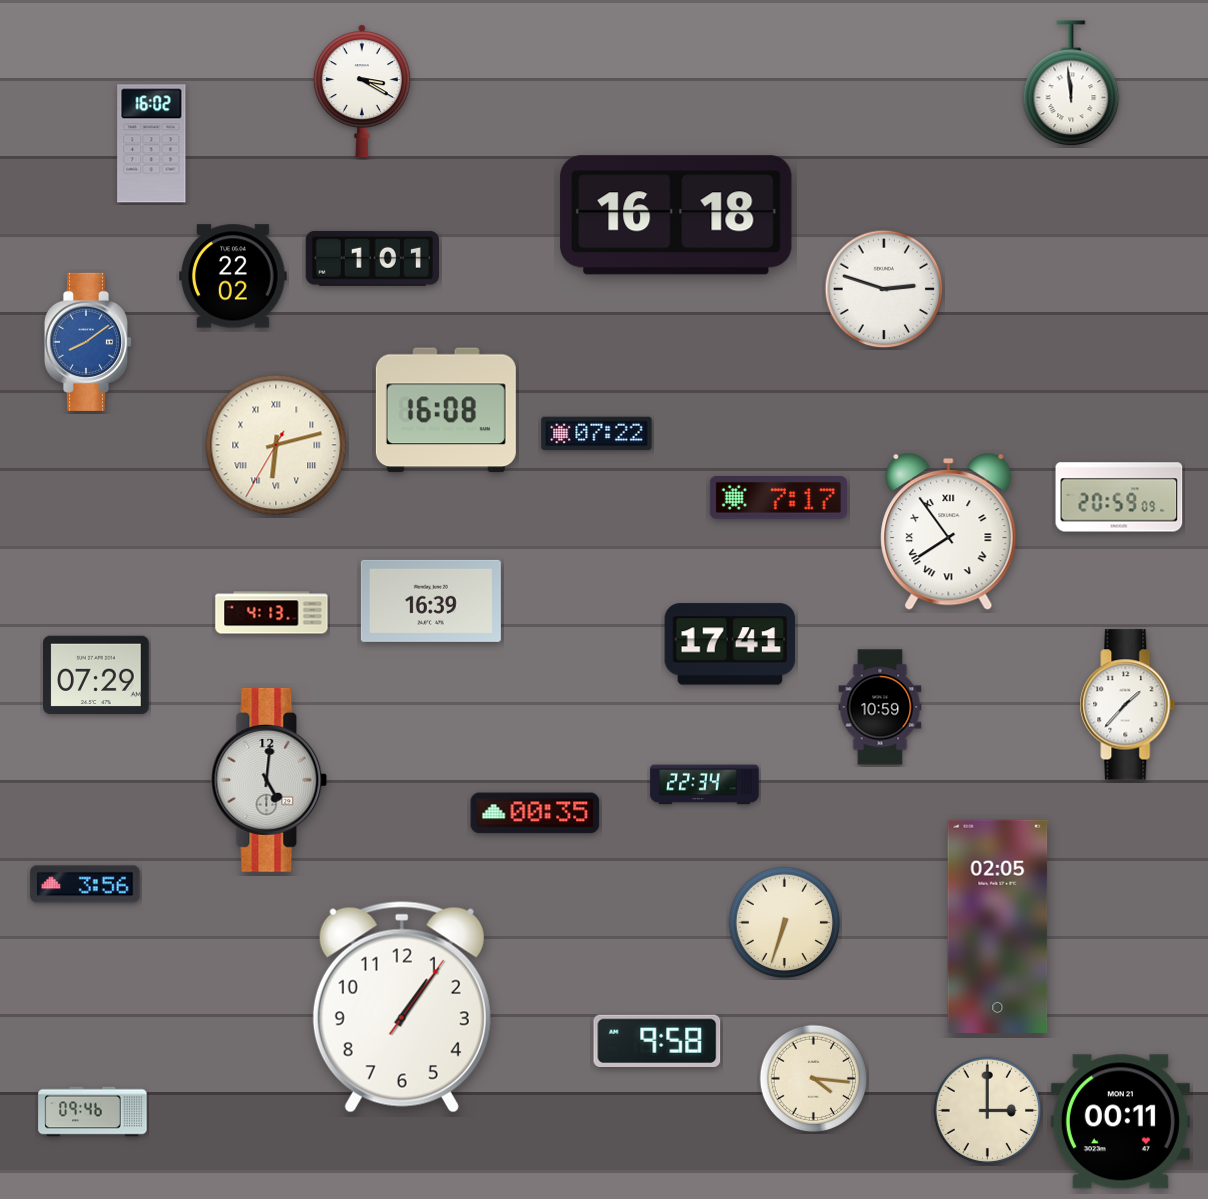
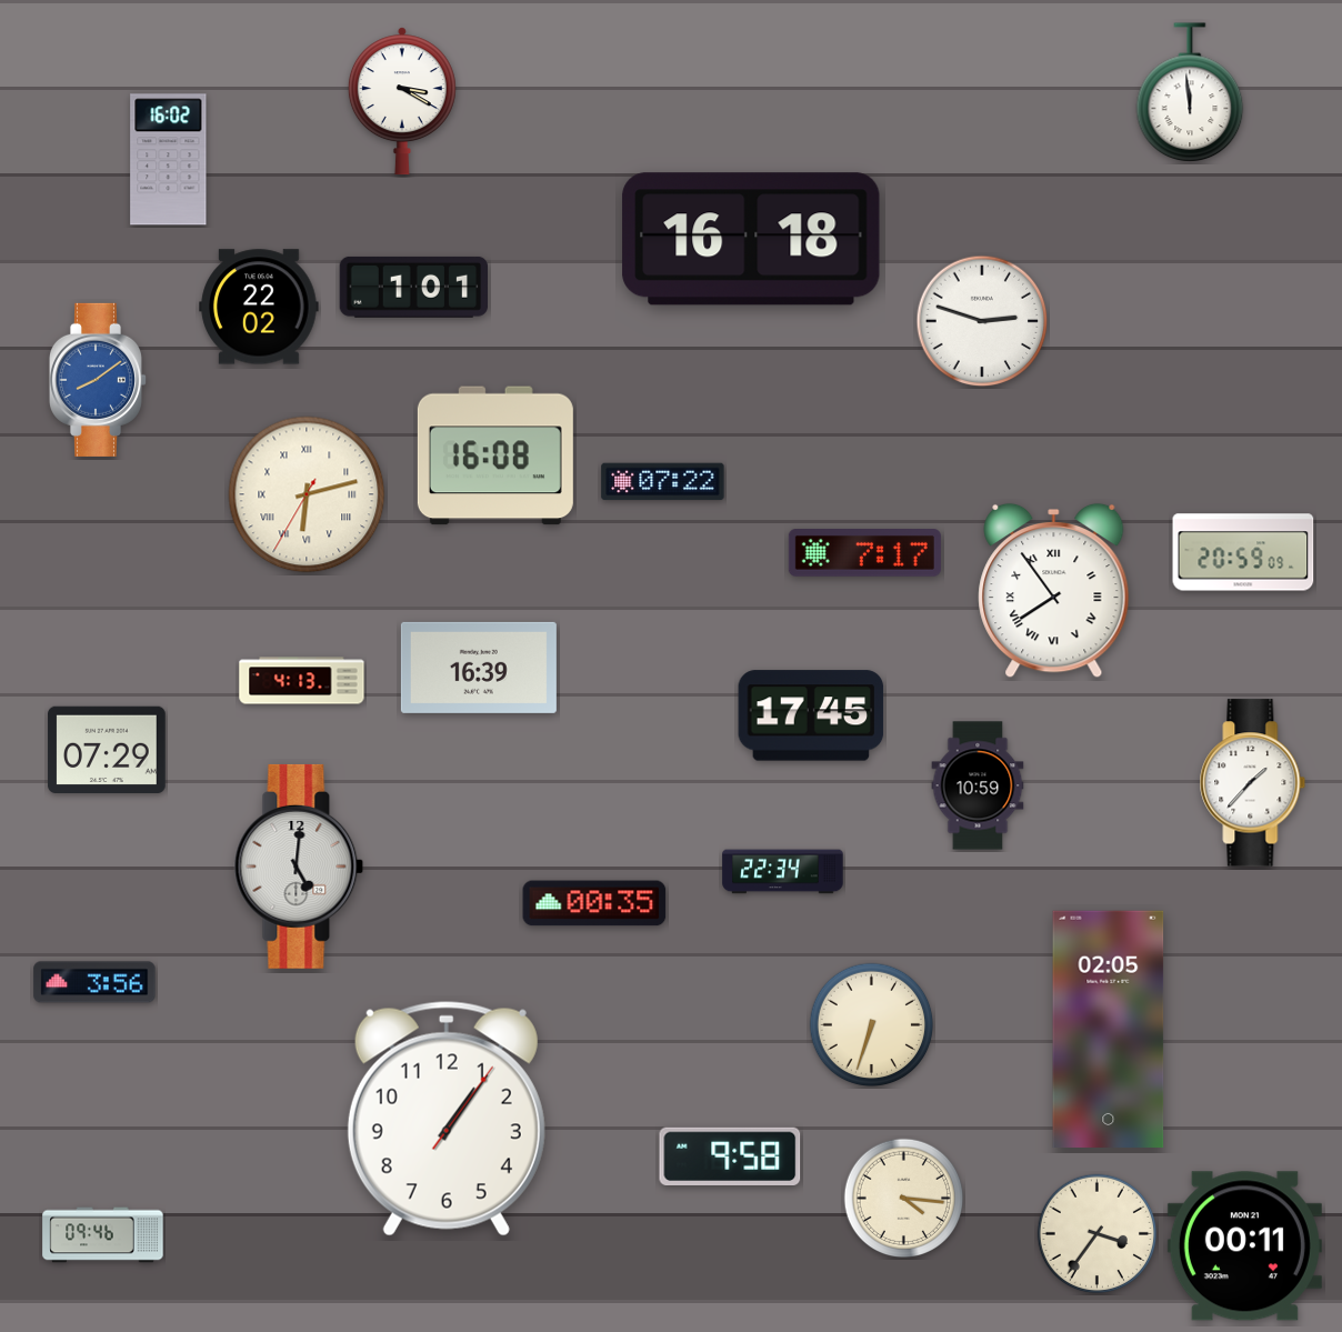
clock at (730, 644): 17:41 -> 17:45
clock at (988, 1111): 3:00 -> 3:36
